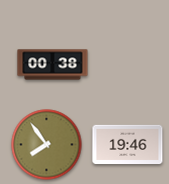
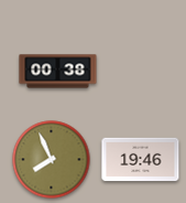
clock at (47, 145): 7:54 -> 7:56
